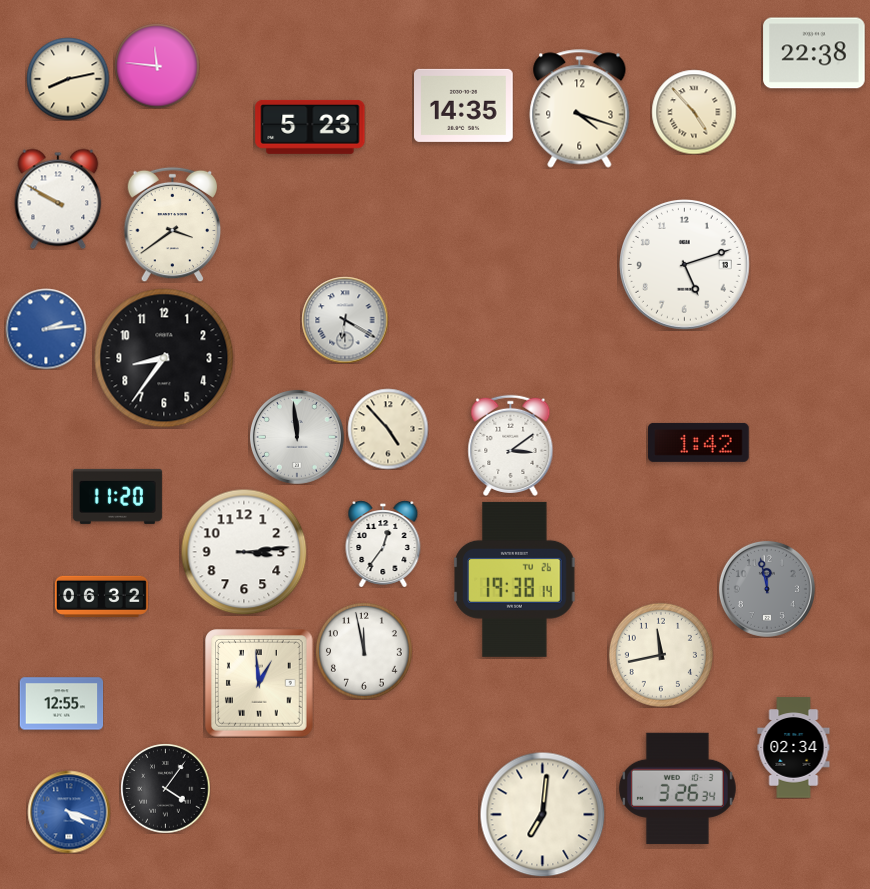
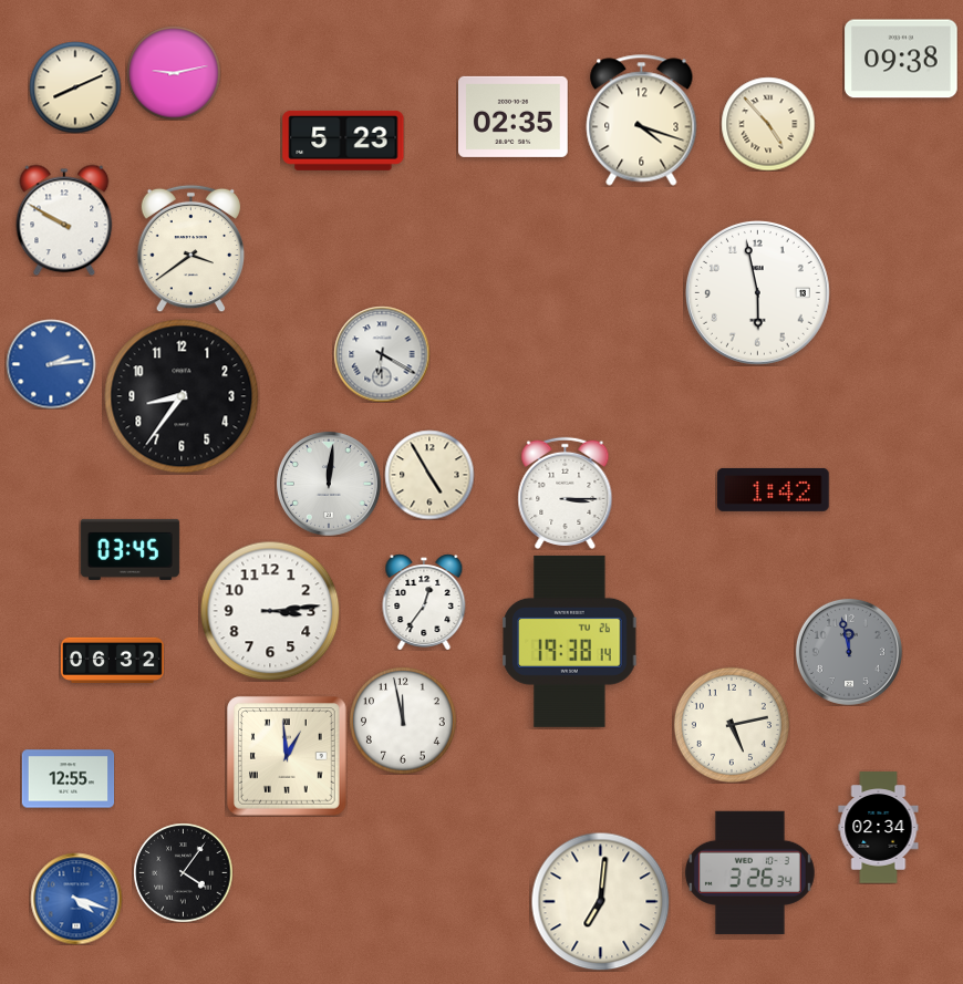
clock at (814, 53): 22:38 -> 09:38
clock at (157, 66): 11:46 -> 9:13
clock at (68, 79): 8:13 -> 8:11
clock at (464, 105): 14:35 -> 02:35
clock at (685, 265): 5:12 -> 5:58
clock at (388, 429): 4:53 -> 4:55
clock at (297, 437): 11:59 -> 12:01
clock at (511, 445): 3:09 -> 3:15
clock at (117, 496): 11:20 -> 03:45
clock at (661, 655): 11:43 -> 5:13
